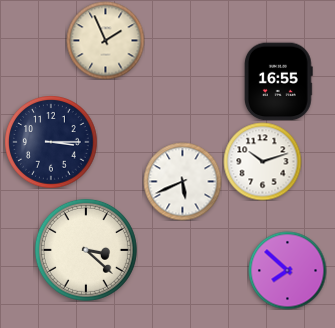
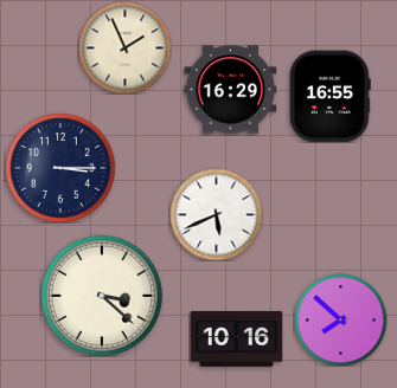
clock at (230, 90): none -> 16:29
clock at (262, 161): 10:12 -> none
clock at (236, 339): none -> 10:16
